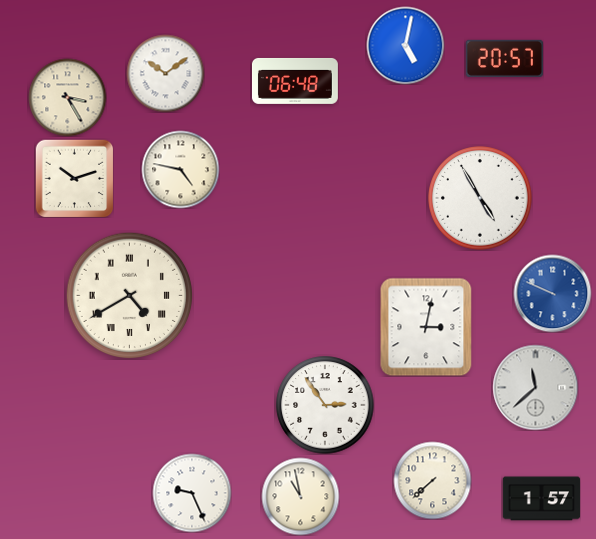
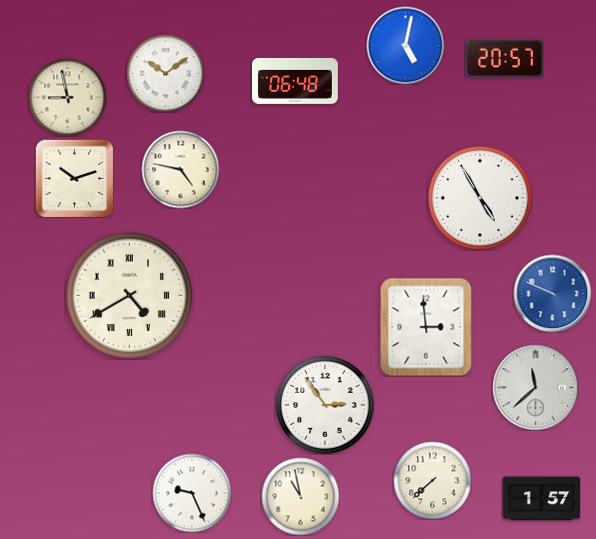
clock at (67, 97): 3:25 -> 8:58
clock at (426, 327): 3:02 -> 2:59
